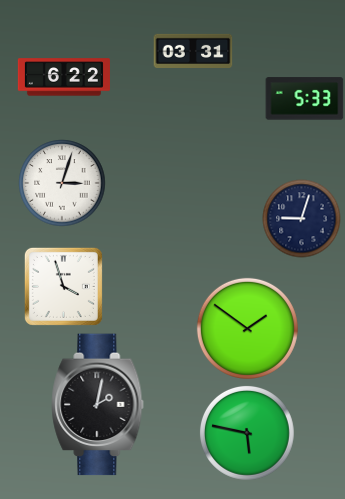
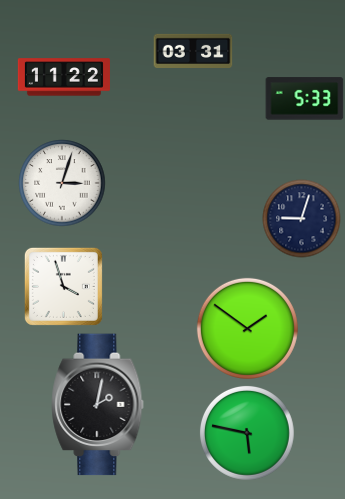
clock at (64, 77): 6:22 -> 11:22
